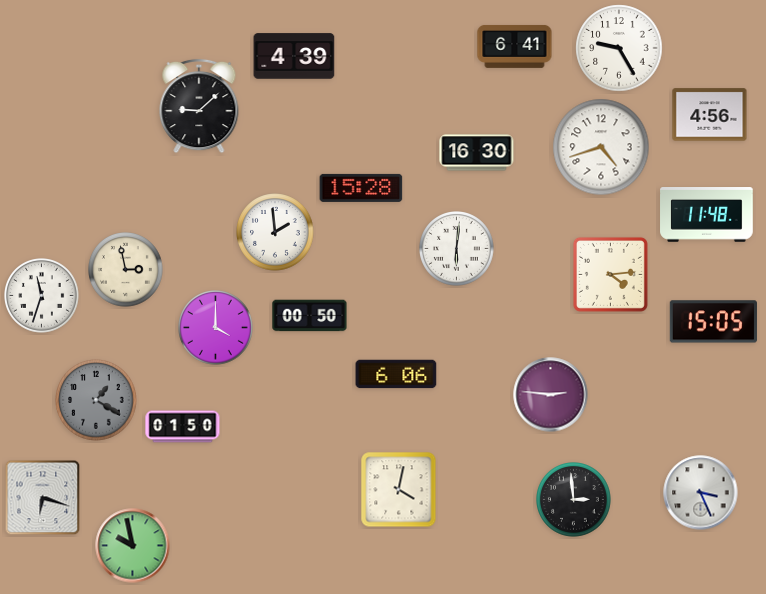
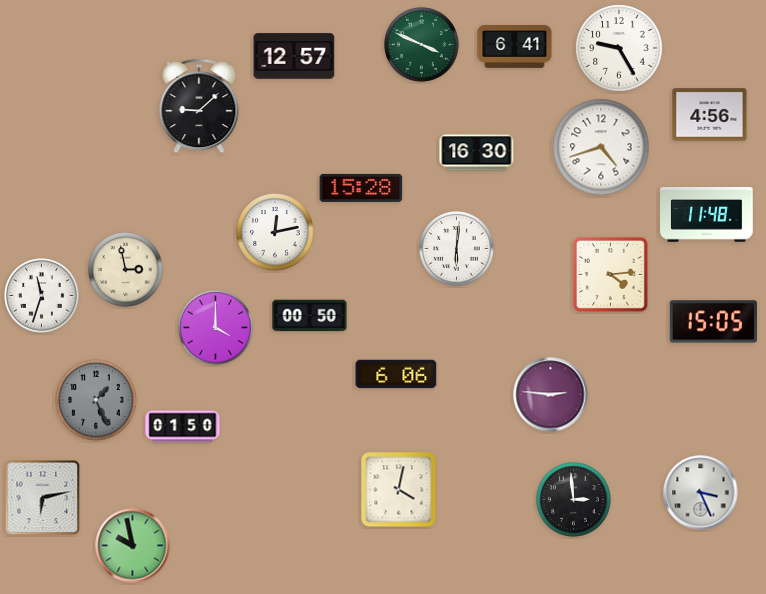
clock at (422, 45): none -> 3:49
clock at (294, 56): 4:39 -> 12:57
clock at (275, 232): 1:59 -> 12:13
clock at (96, 400): 1:20 -> 1:26
clock at (43, 498): 6:18 -> 6:13
